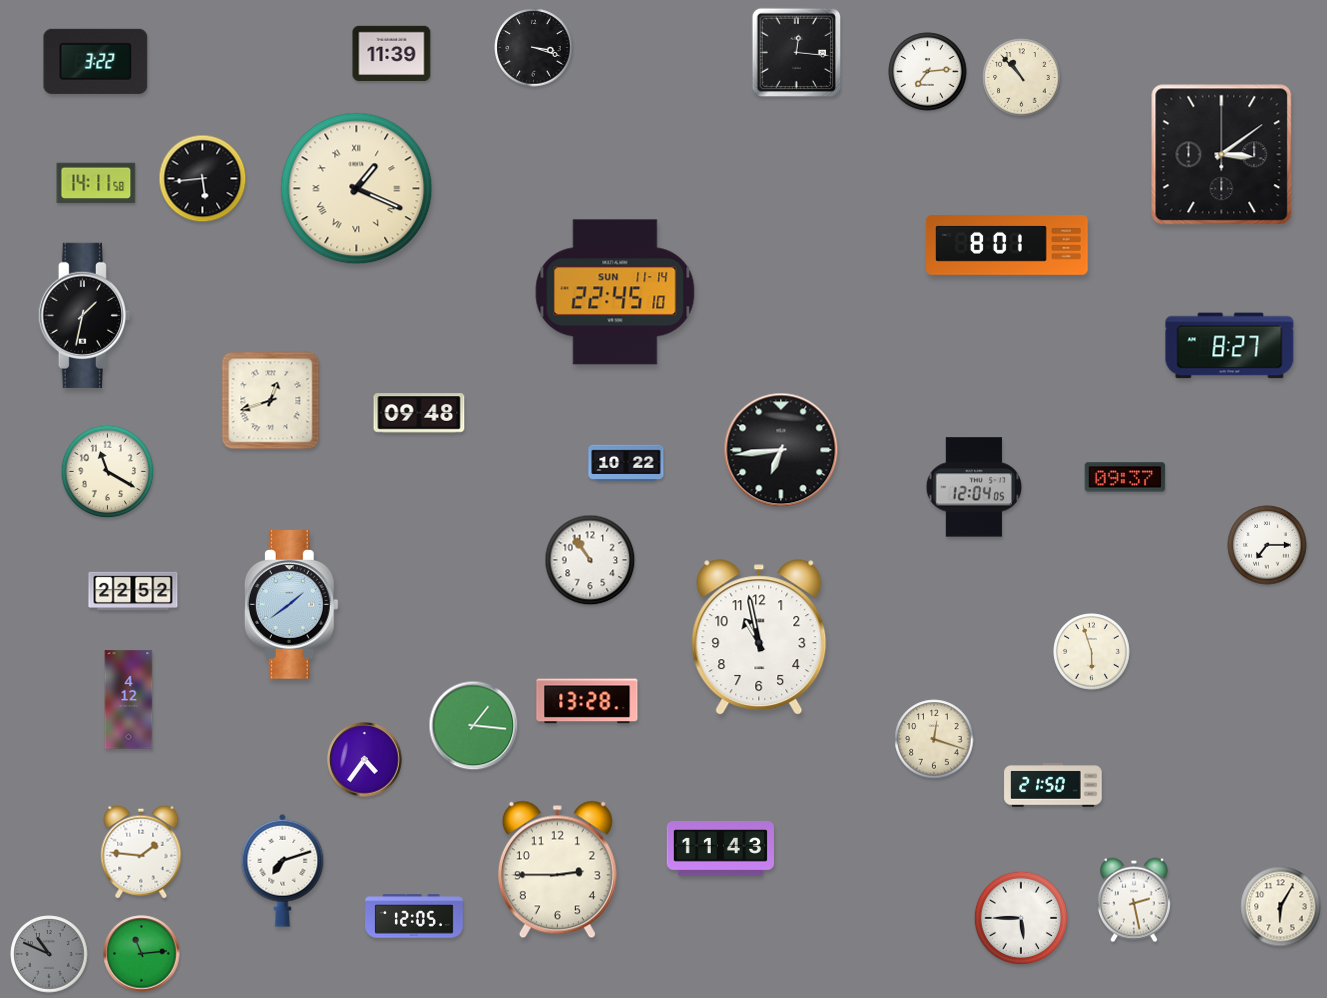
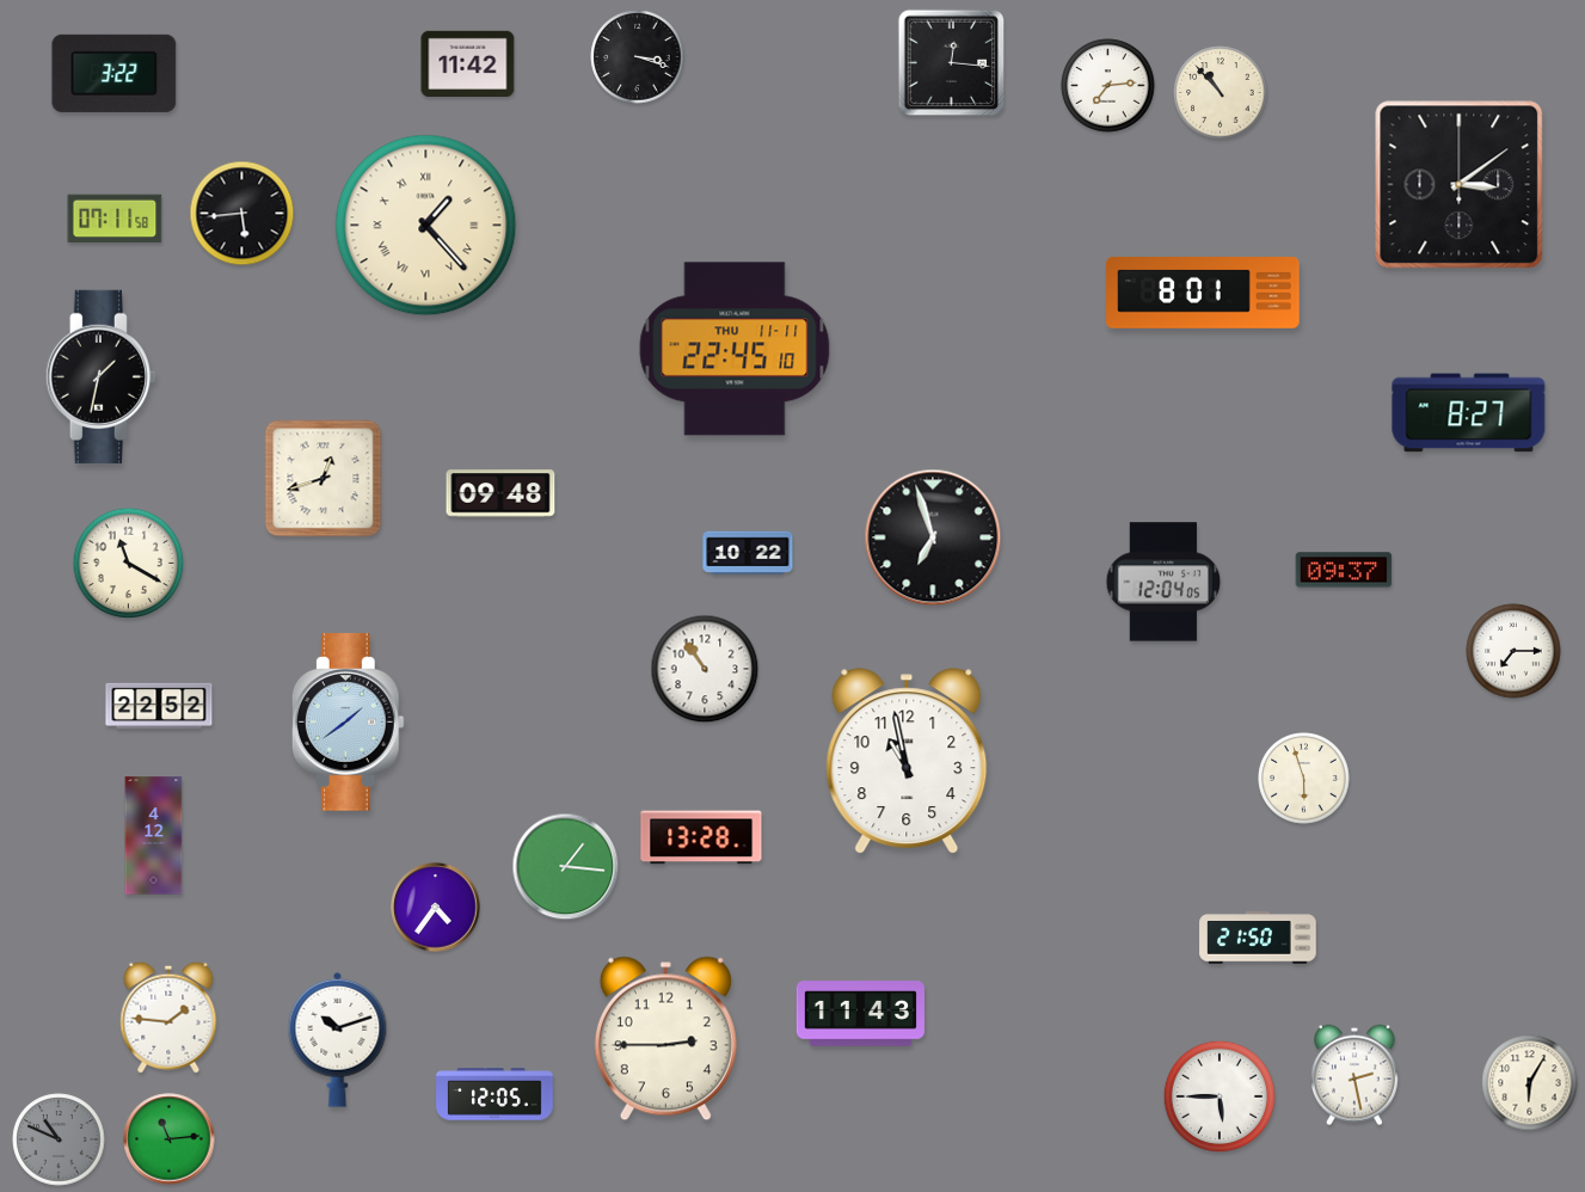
clock at (392, 53): 11:39 -> 11:42
clock at (96, 183): 14:11 -> 07:11
clock at (357, 189): 1:19 -> 1:23
clock at (615, 292) date: SUN 11-14 -> THU 11-11
clock at (781, 450): 6:44 -> 6:57
clock at (934, 739): 12:18 -> none
clock at (283, 870): 7:12 -> 10:12
